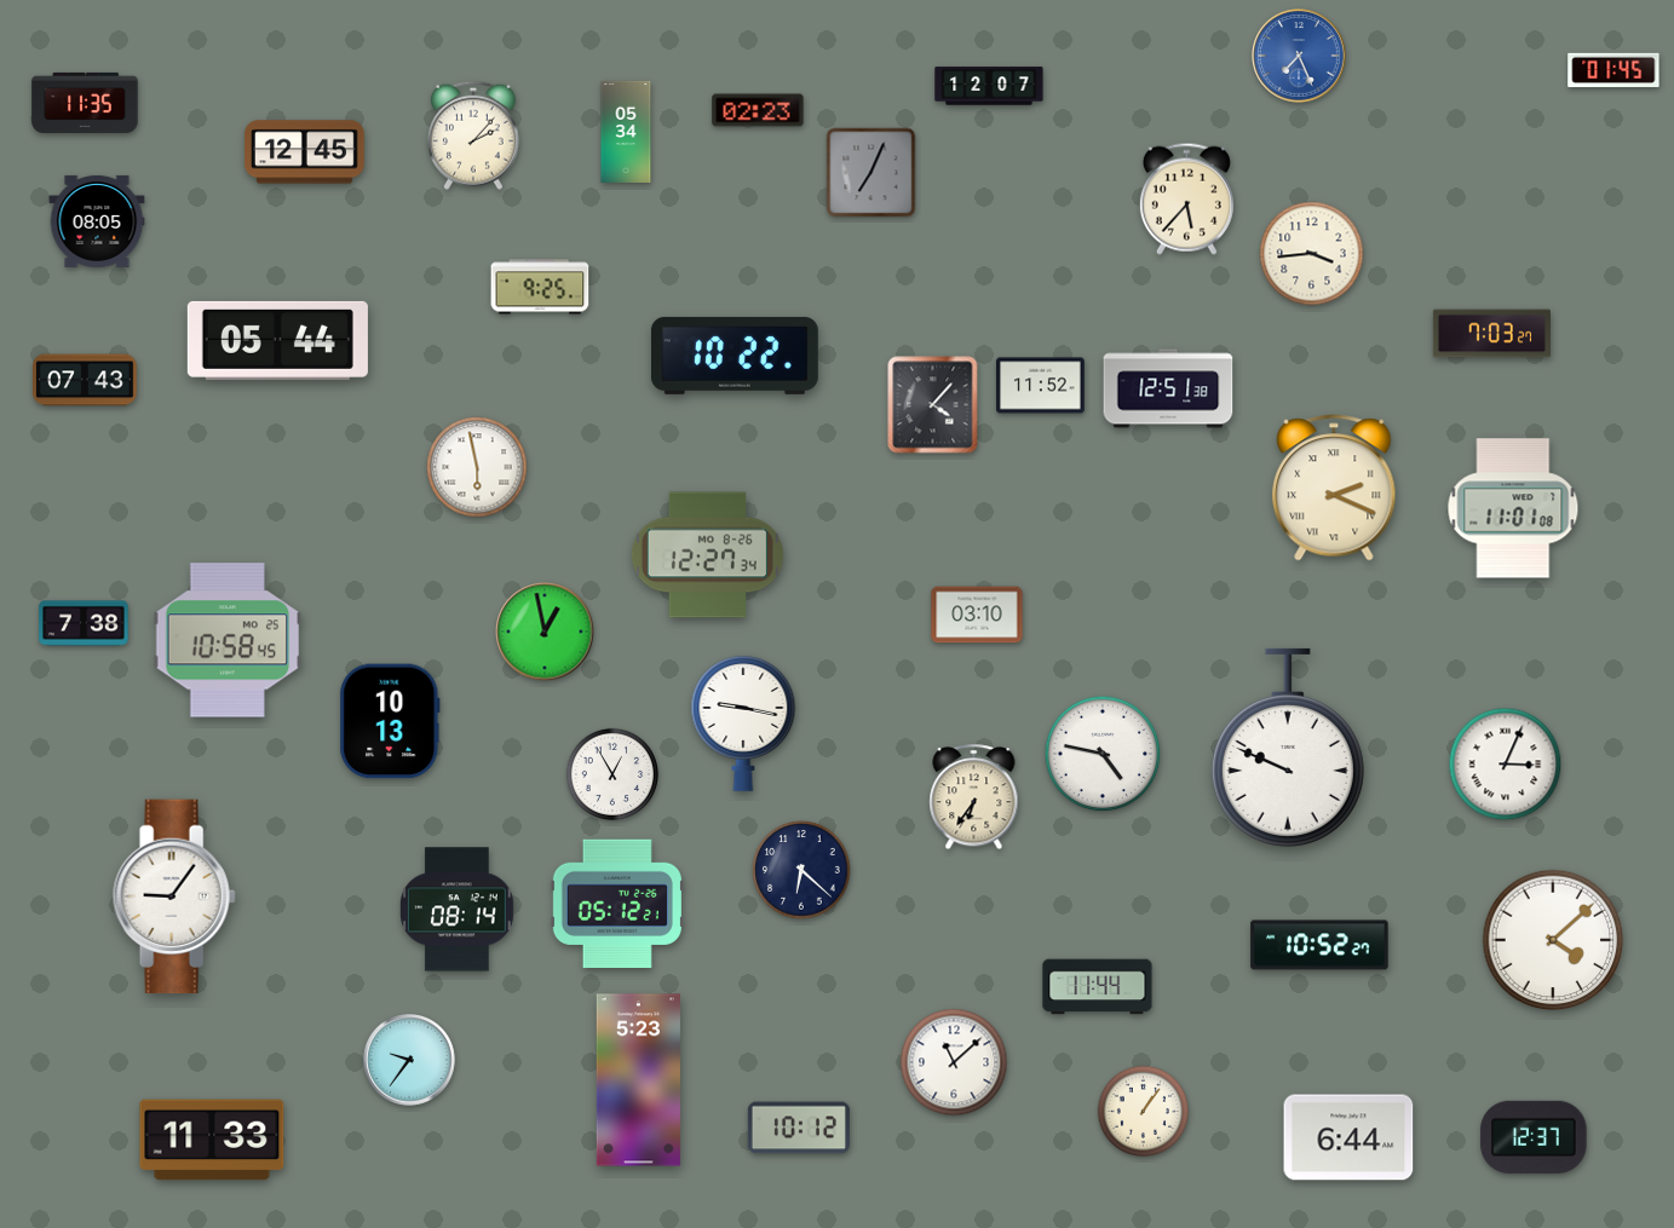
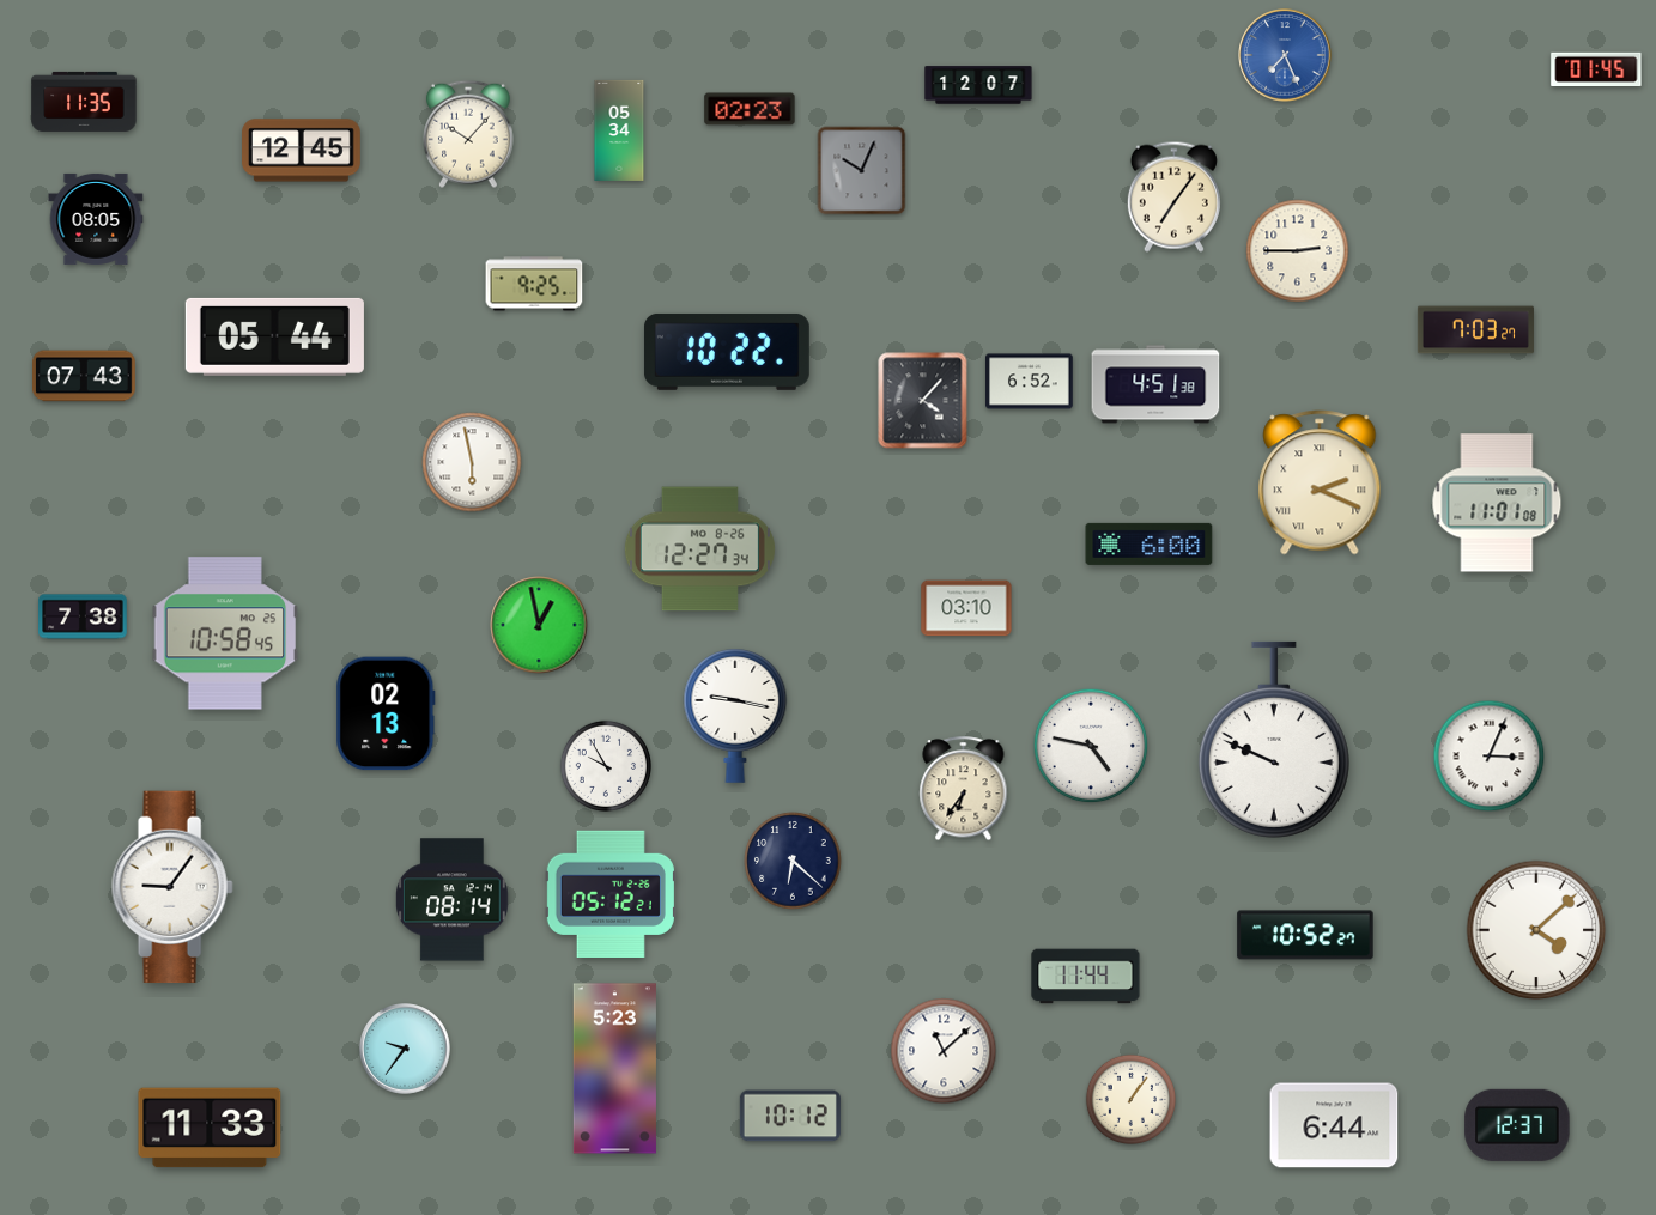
clock at (474, 136): 2:07 -> 10:07
clock at (871, 173): 7:04 -> 10:04
clock at (1186, 198): 5:37 -> 7:06
clock at (1312, 254): 3:44 -> 2:45
clock at (1041, 386): 11:52 -> 6:52
clock at (1168, 388): 12:51 -> 4:51
clock at (1150, 543): none -> 6:00
clock at (390, 721): 10:13 -> 02:13
clock at (612, 774): 12:55 -> 9:55
clock at (638, 1080) position: (638, 1080) -> (614, 1069)
